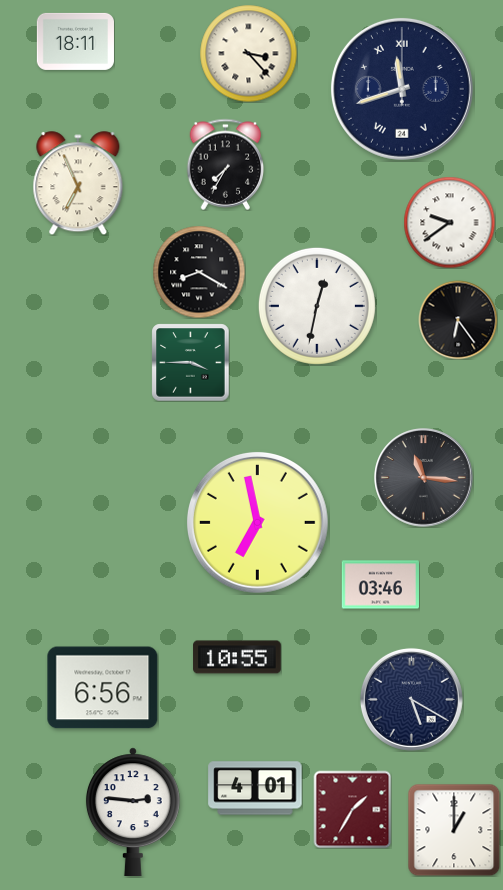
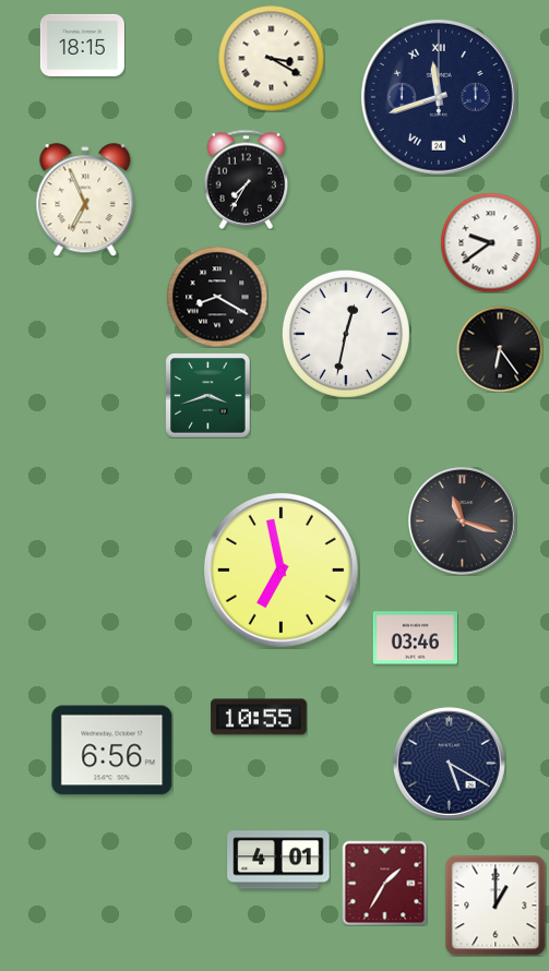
clock at (75, 41): 18:11 -> 18:15
clock at (248, 53): 3:23 -> 3:20
clock at (190, 362): 3:45 -> 3:42
clock at (424, 478): 11:16 -> 11:18
clock at (133, 811): 2:46 -> none
